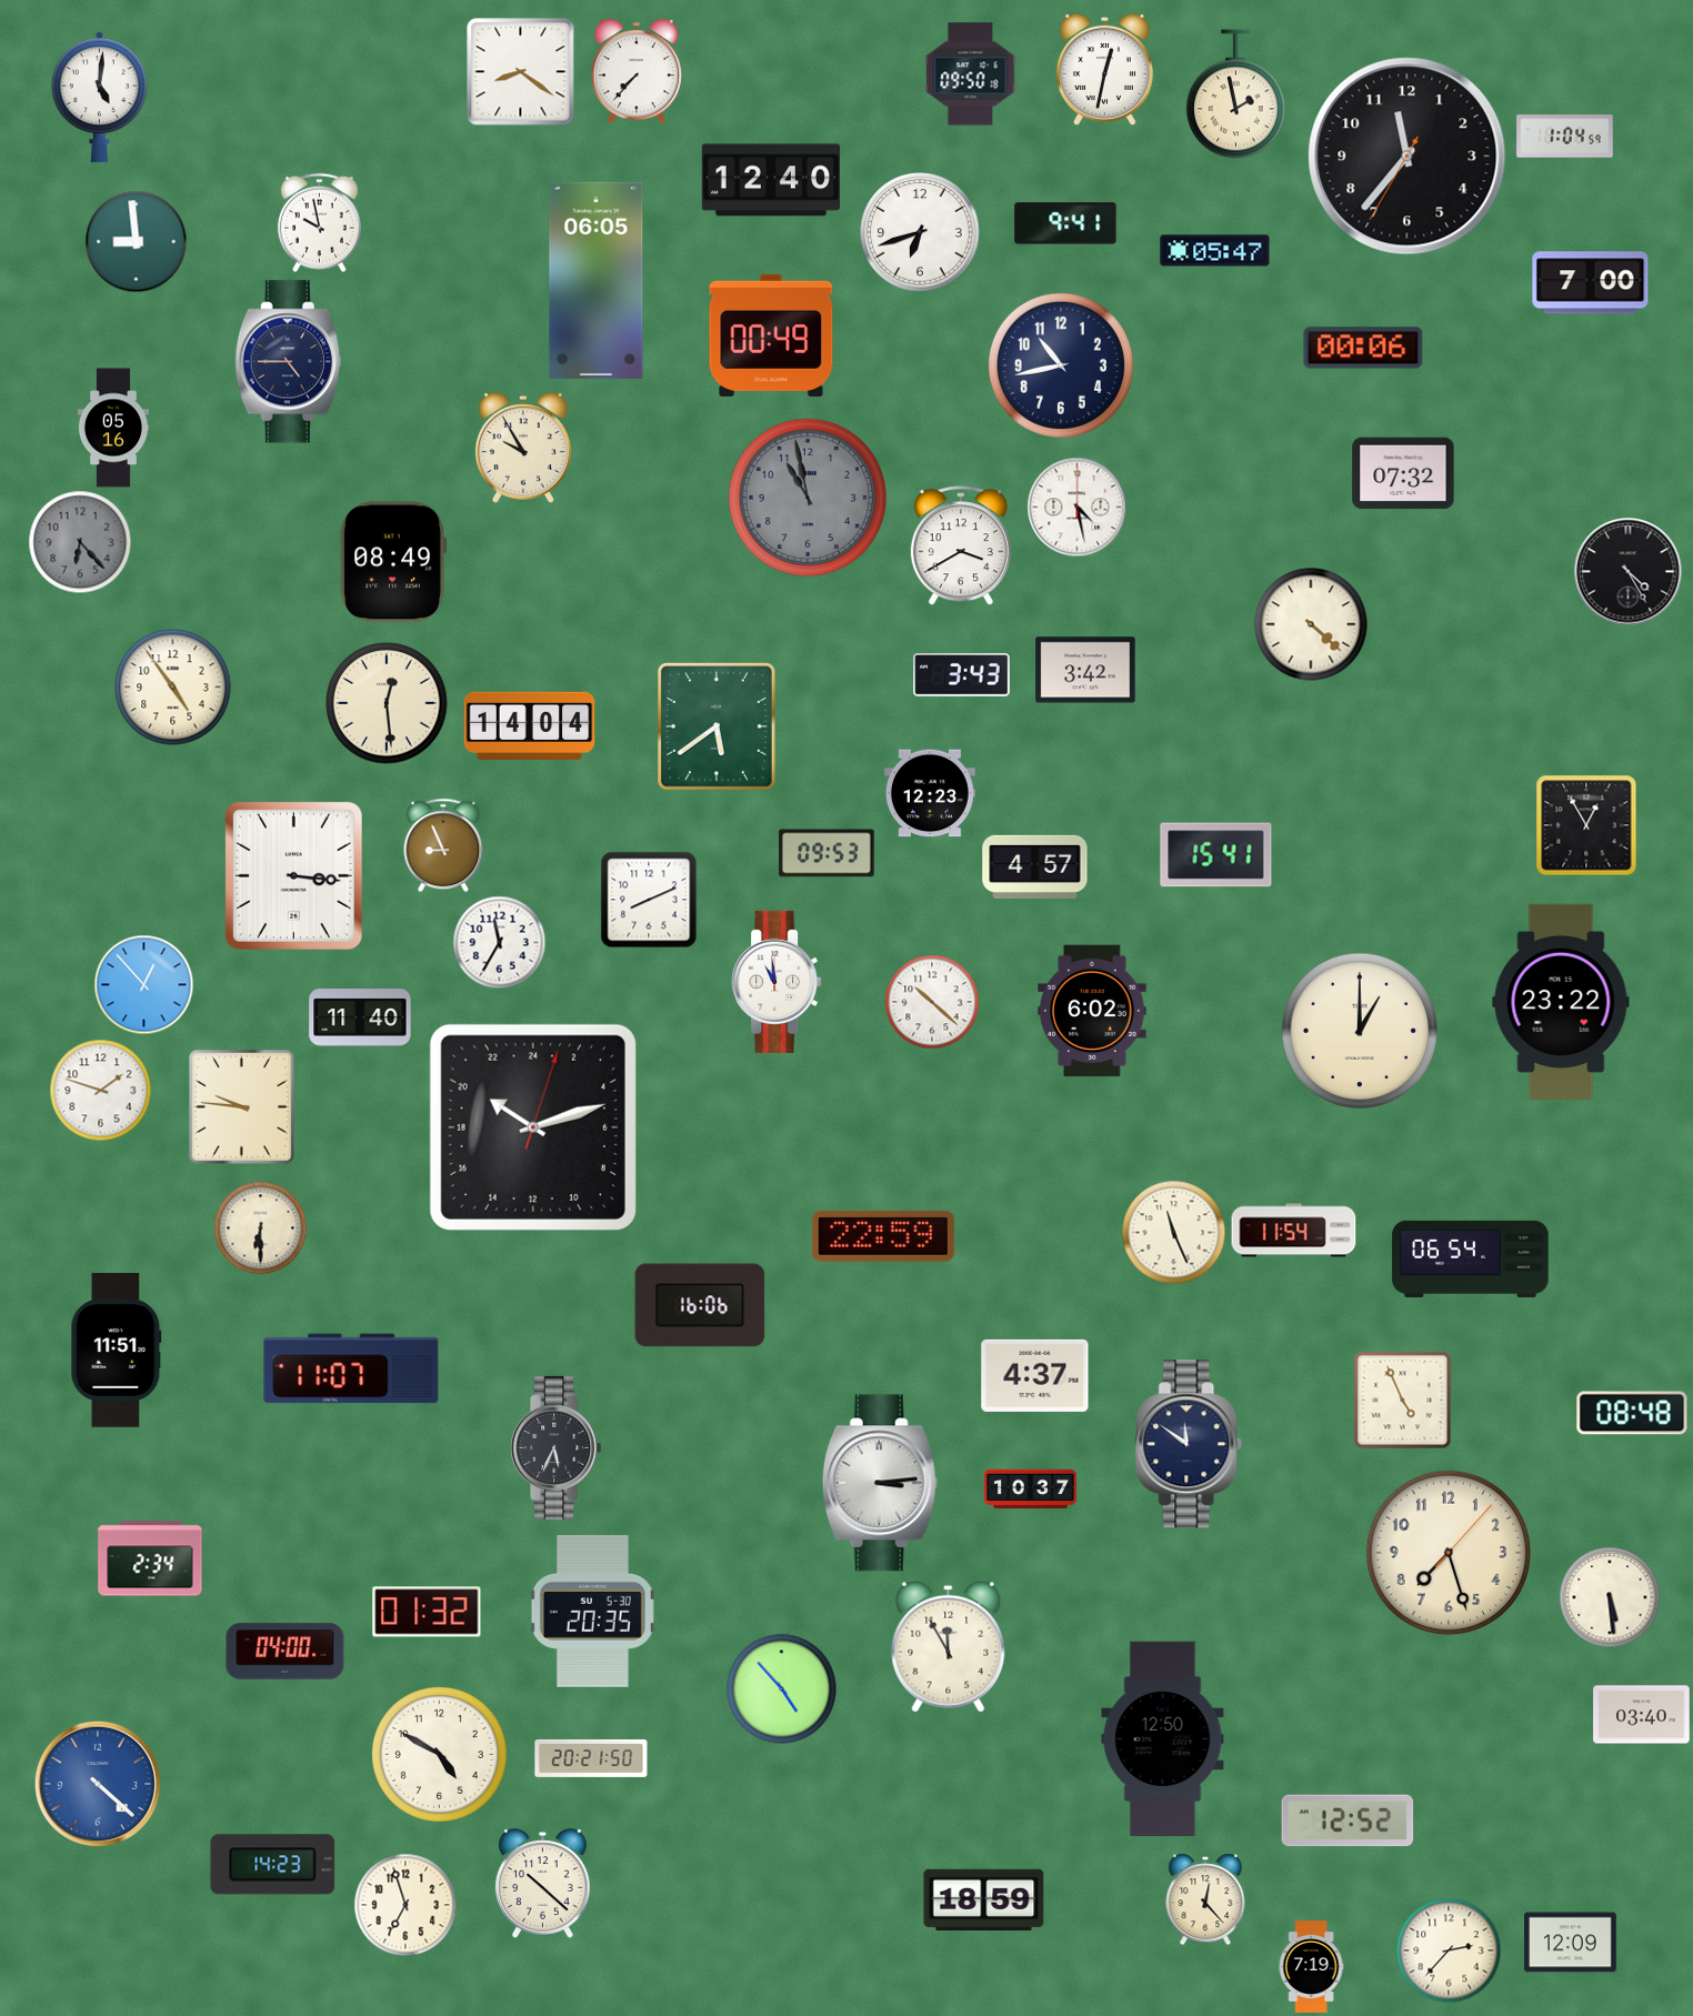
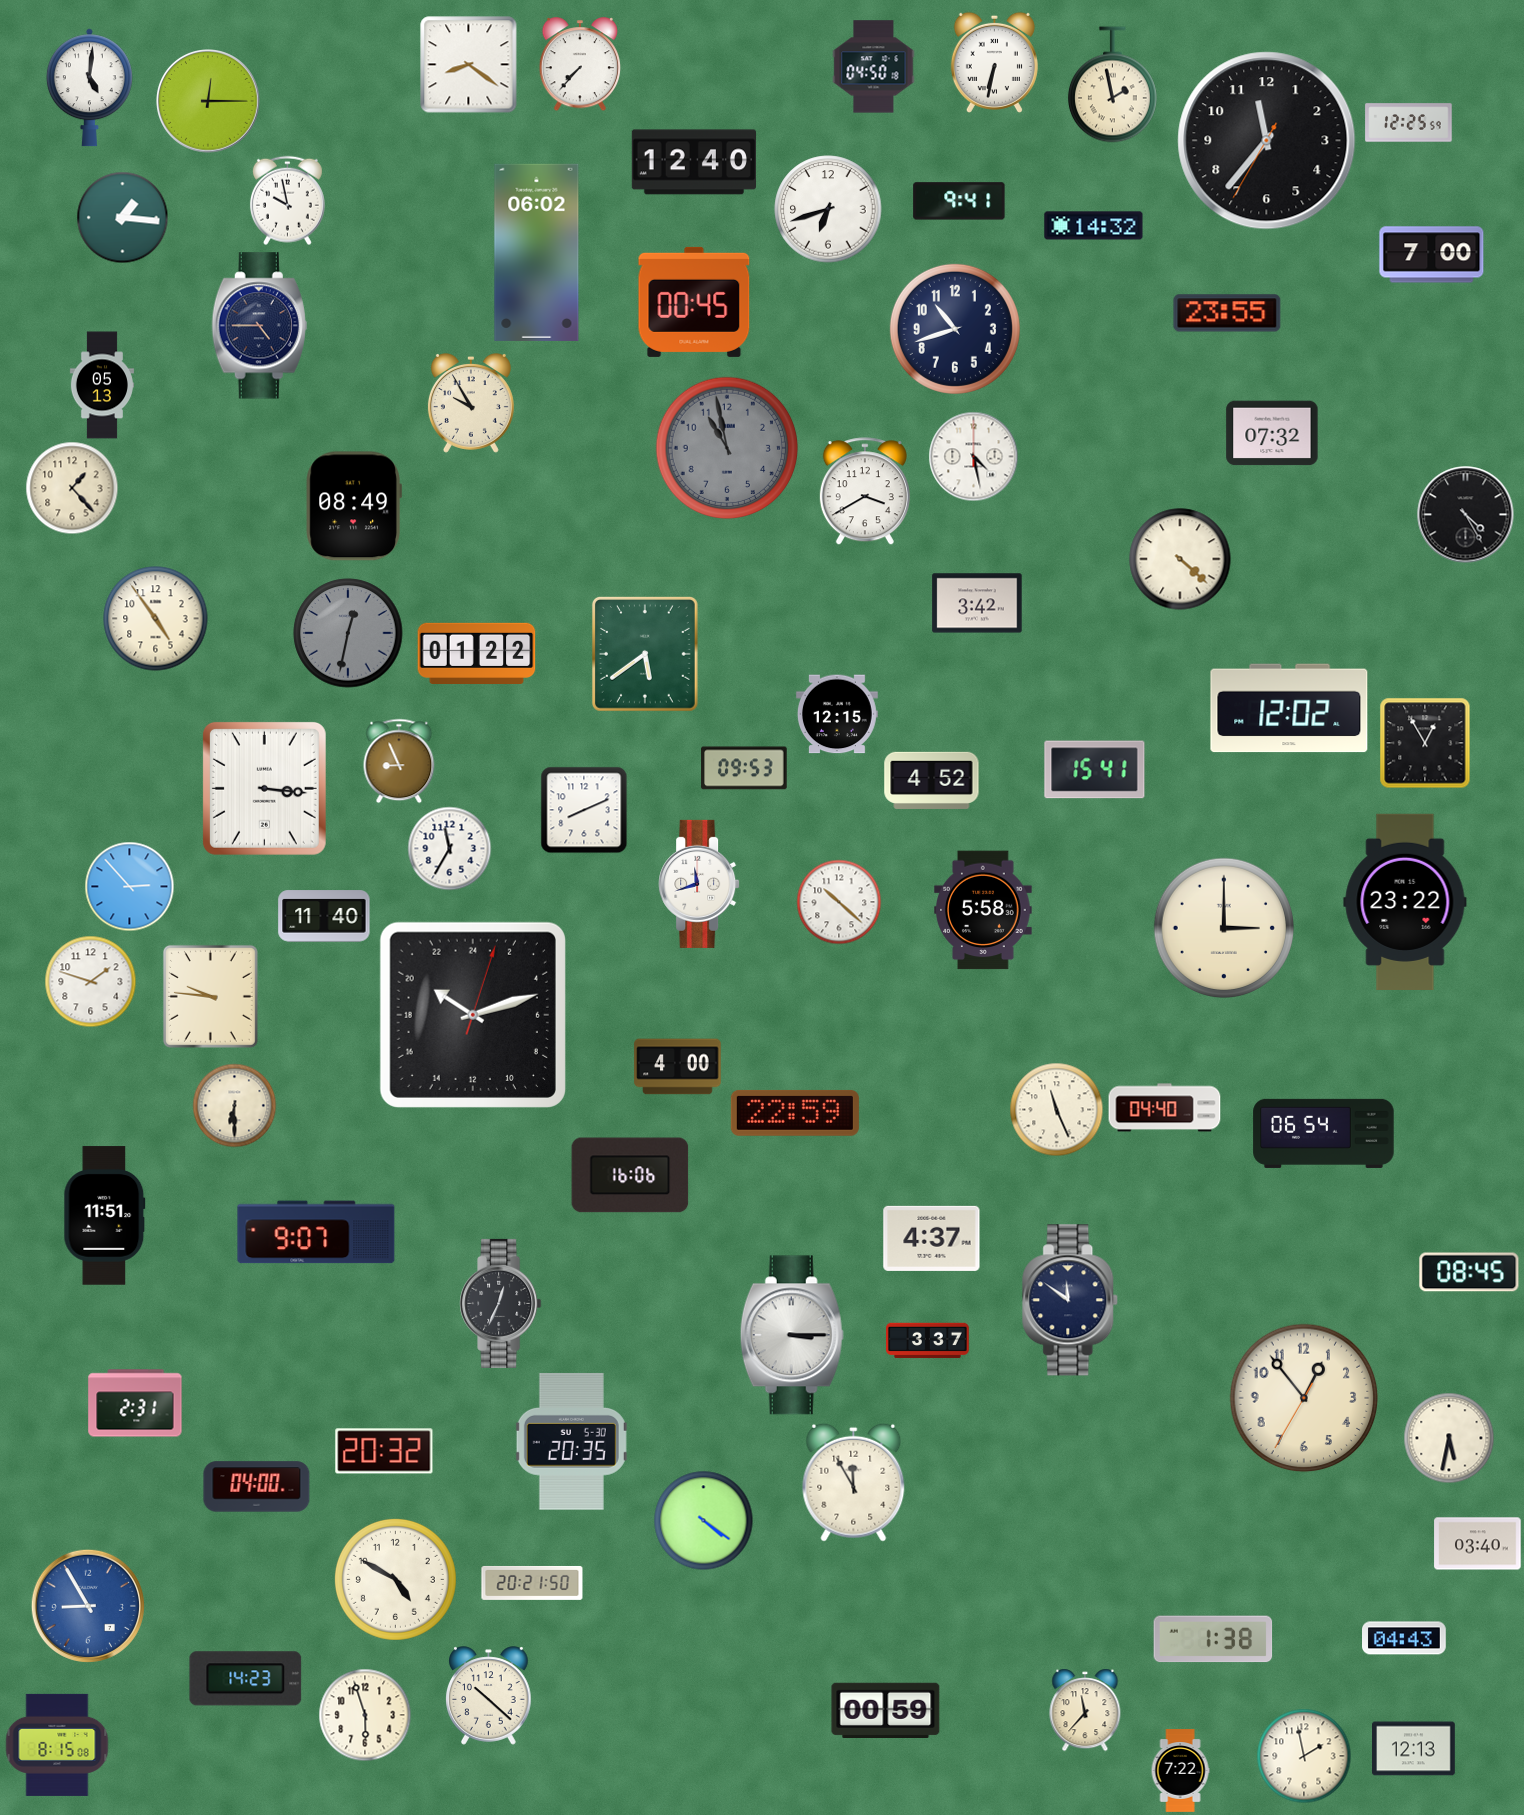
clock at (1104, 69): 12:32 -> 6:32
clock at (637, 71) position: (637, 71) -> (580, 64)
clock at (971, 74): 09:50 -> 04:50
clock at (209, 102): none -> 12:15
clock at (1565, 137): 1:04 -> 12:25
clock at (136, 241): 8:59 -> 1:16
clock at (1215, 251): 05:47 -> 14:32
clock at (597, 280): 06:05 -> 06:02
clock at (771, 335): 00:49 -> 00:45
clock at (1363, 348): 00:06 -> 23:55
clock at (1061, 365): 10:43 -> 10:42
clock at (113, 428): 05:16 -> 05:13
clock at (1403, 473) position: (1403, 473) -> (1272, 433)
clock at (1076, 506) position: (1076, 506) -> (973, 456)
clock at (80, 542): 6:23 -> 1:23
clock at (80, 542) dial: grey -> cream
clock at (1311, 624) position: (1311, 624) -> (1180, 559)
clock at (962, 675): 3:43 -> none
clock at (387, 703): 12:29 -> 12:32
clock at (387, 703) dial: cream -> grey
clock at (530, 725): 14:04 -> 01:22
clock at (1289, 708): none -> 12:02
clock at (930, 793): 12:23 -> 12:15
clock at (1586, 825) position: (1586, 825) -> (1425, 743)
clock at (1035, 866): 4:57 -> 4:52
clock at (777, 982): 10:59 -> 11:42
clock at (143, 984): 12:53 -> 2:53
clock at (1092, 1011): 6:02 -> 5:58
clock at (1359, 1030): 1:00 -> 3:00
clock at (241, 1106) position: (241, 1106) -> (210, 996)
clock at (533, 1127) position: (533, 1127) -> (473, 1015)
clock at (678, 1067): none -> 4:00
clock at (1294, 1231): 11:54 -> 04:40
clock at (351, 1368): 11:07 -> 9:07
clock at (1402, 1400): 4:56 -> none
clock at (1632, 1413): 08:48 -> 08:45
clock at (557, 1447): 5:34 -> 12:34
clock at (880, 1483): 3:14 -> 3:15
clock at (1031, 1490): 10:37 -> 3:37
clock at (1449, 1553): 7:27 -> 12:53
clock at (150, 1558): 2:34 -> 2:31
clock at (1610, 1597): 5:29 -> 5:32
clock at (592, 1611) position: (592, 1611) -> (571, 1441)
clock at (427, 1612): 01:32 -> 20:32
clock at (782, 1689): 4:53 -> 4:21
clock at (1163, 1738): 12:50 -> none
clock at (98, 1784): 4:22 -> 8:55
clock at (1405, 1638): none -> 04:43
clock at (1348, 1821): 12:52 -> 1:38
clock at (984, 1899): 18:59 -> 00:59
clock at (1205, 1899): 12:23 -> 11:37
clock at (405, 1905): 6:57 -> 5:57
clock at (57, 1745): none -> 8:15
clock at (1571, 1943): 12:09 -> 12:13
clock at (1449, 1950): 2:37 -> 1:58
clock at (1311, 1967): 7:19 -> 7:22
